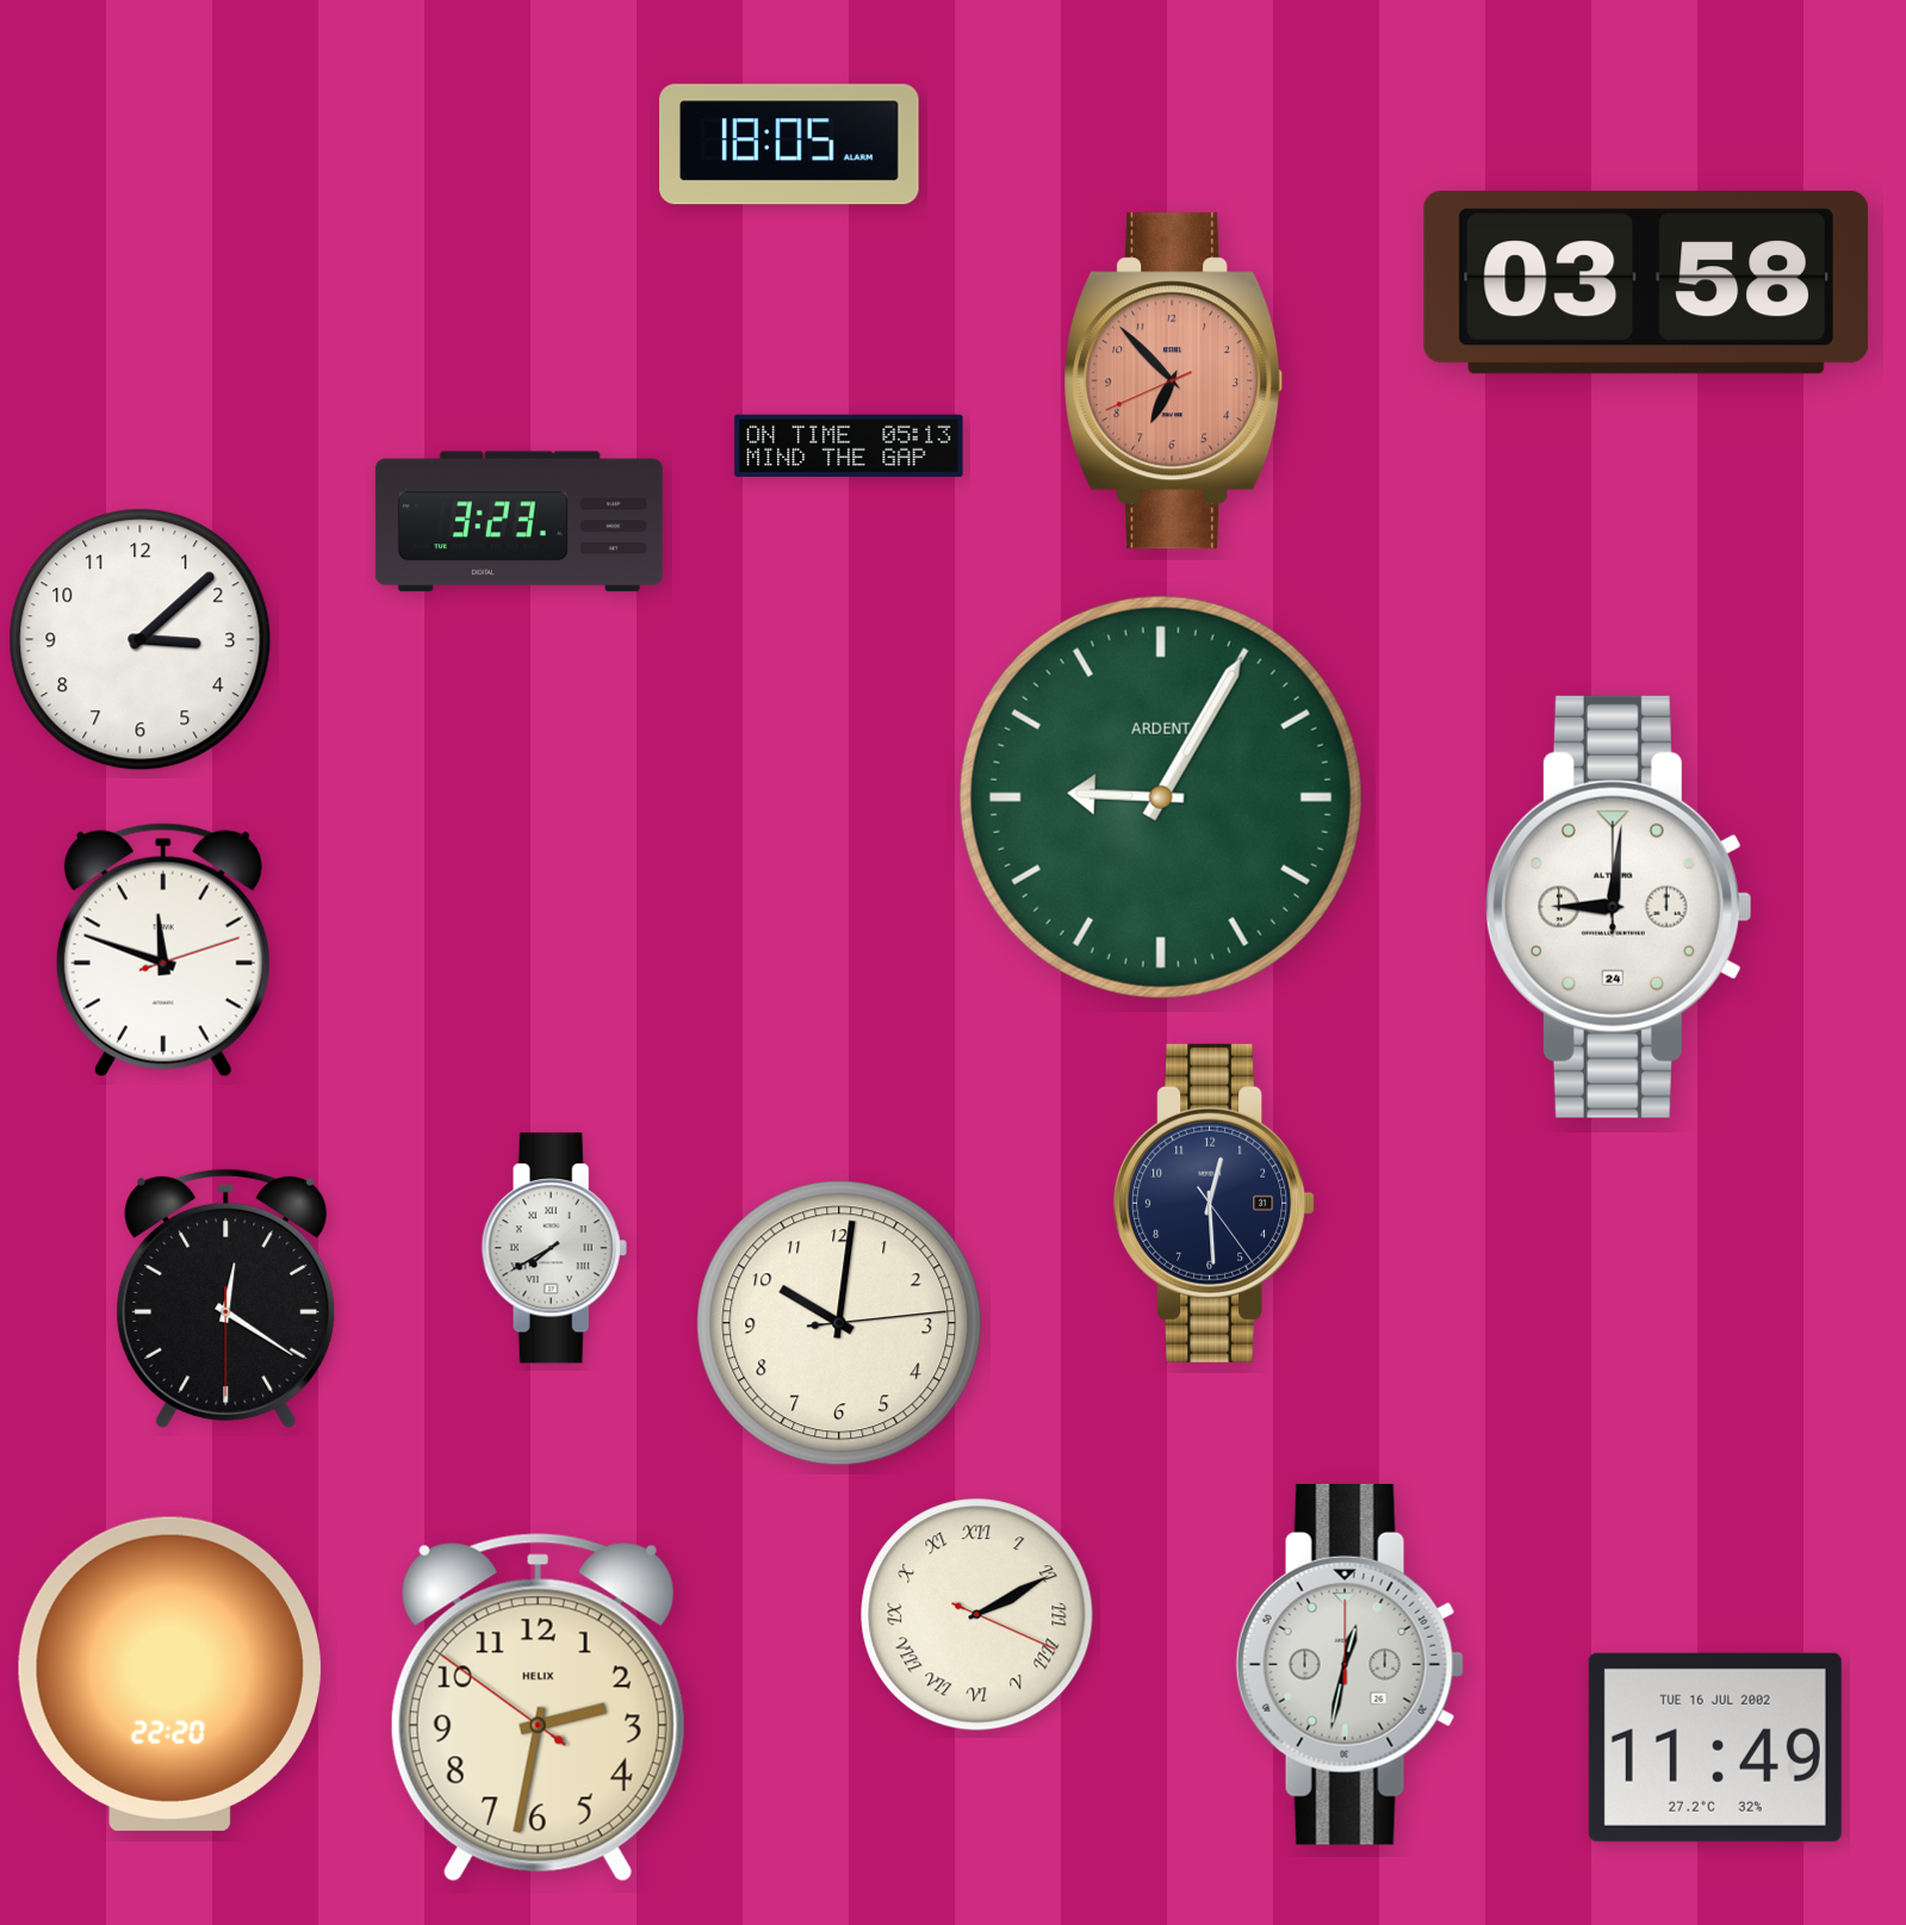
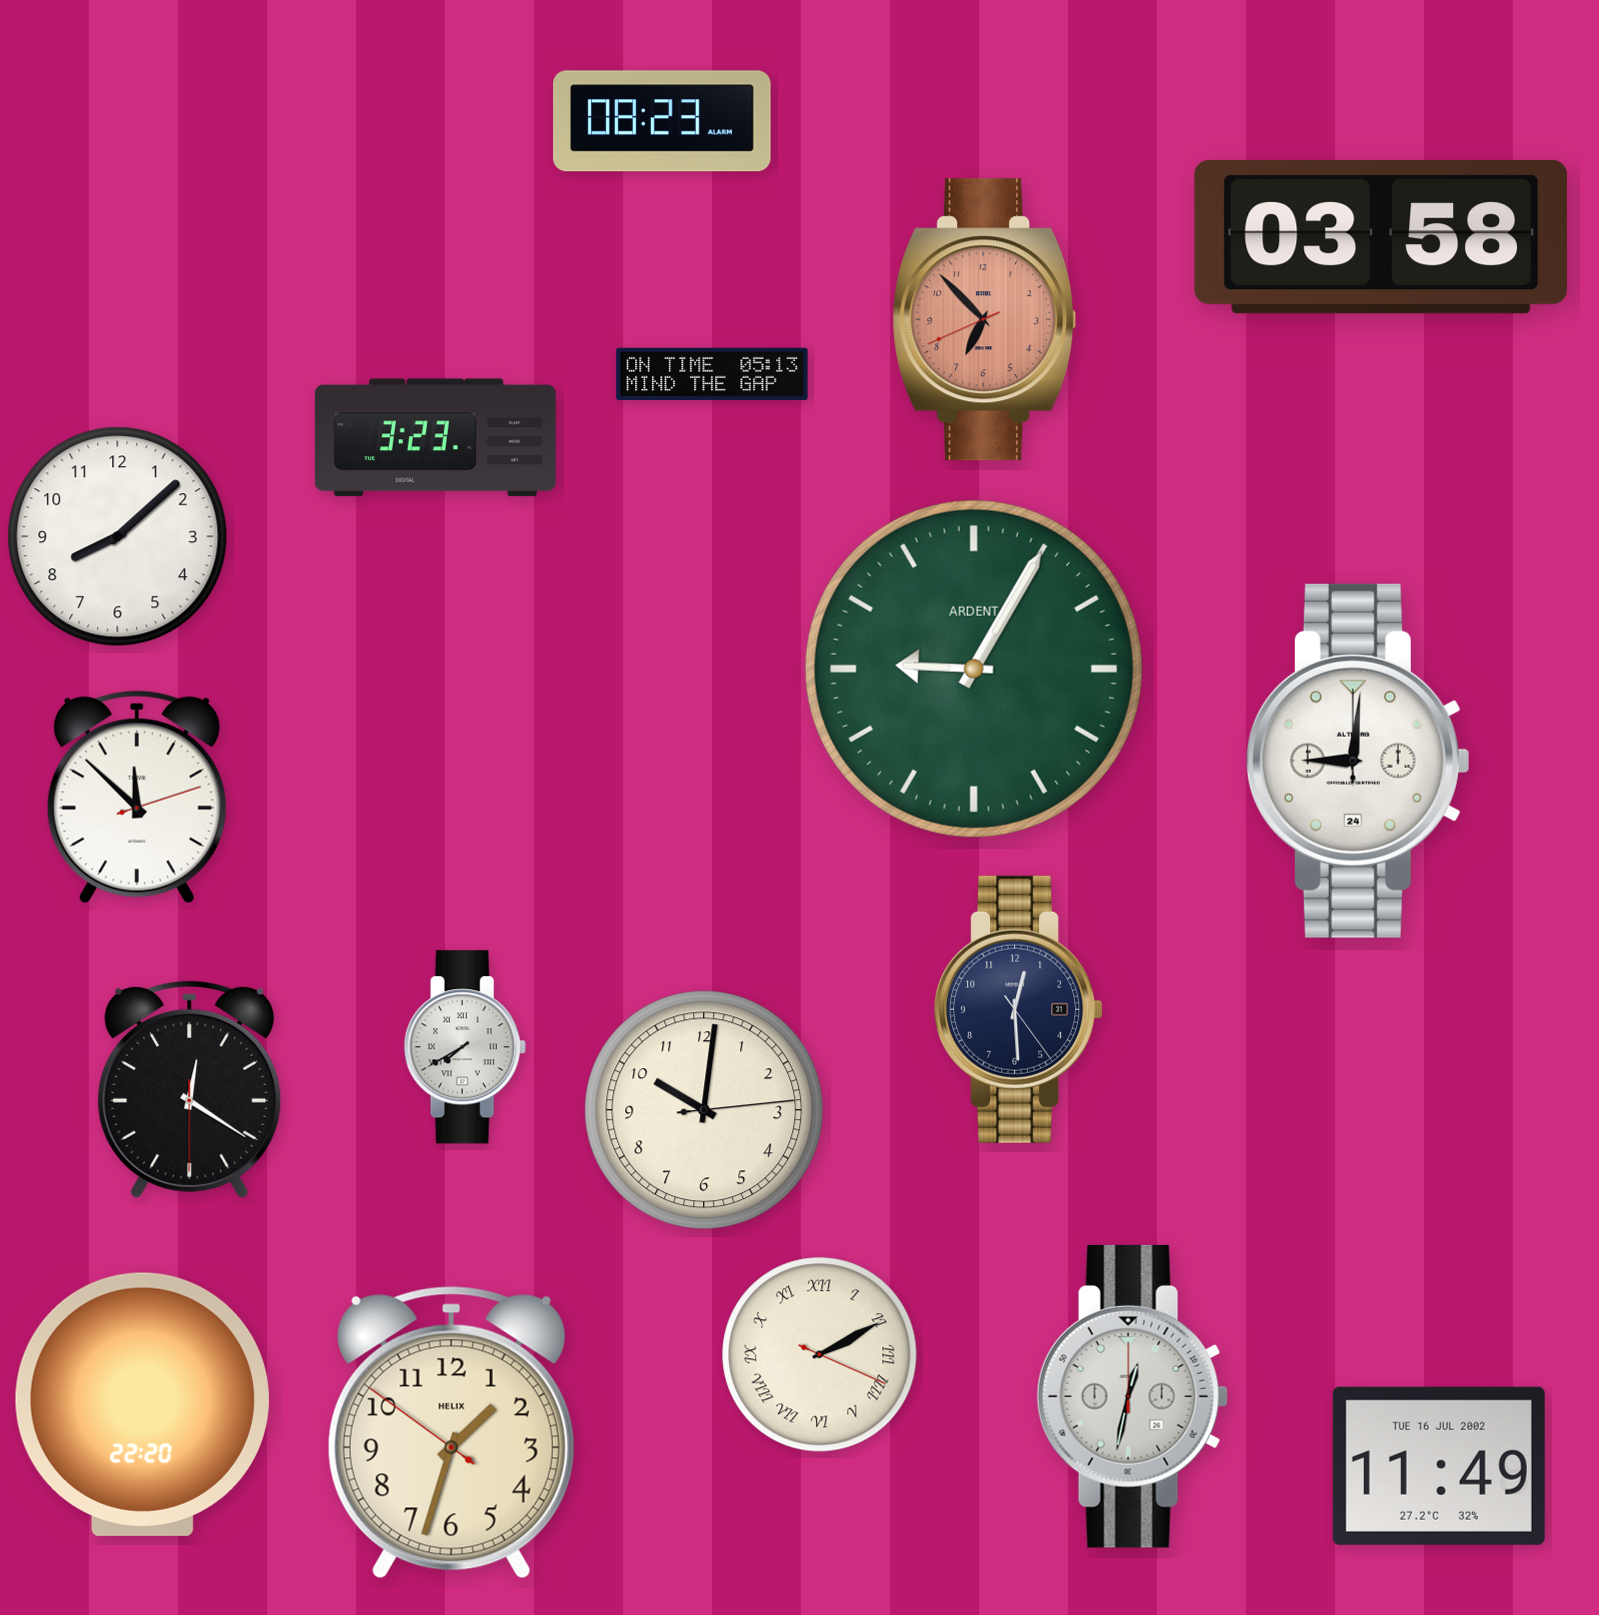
clock at (789, 144): 18:05 -> 08:23
clock at (141, 640): 3:08 -> 8:08
clock at (163, 950): 11:48 -> 11:52
clock at (538, 1708): 2:31 -> 1:32
